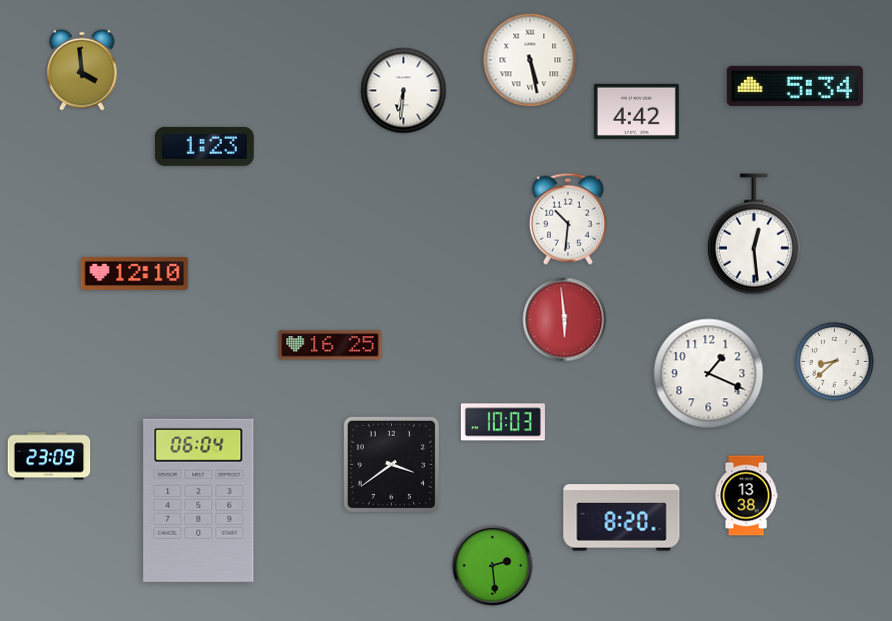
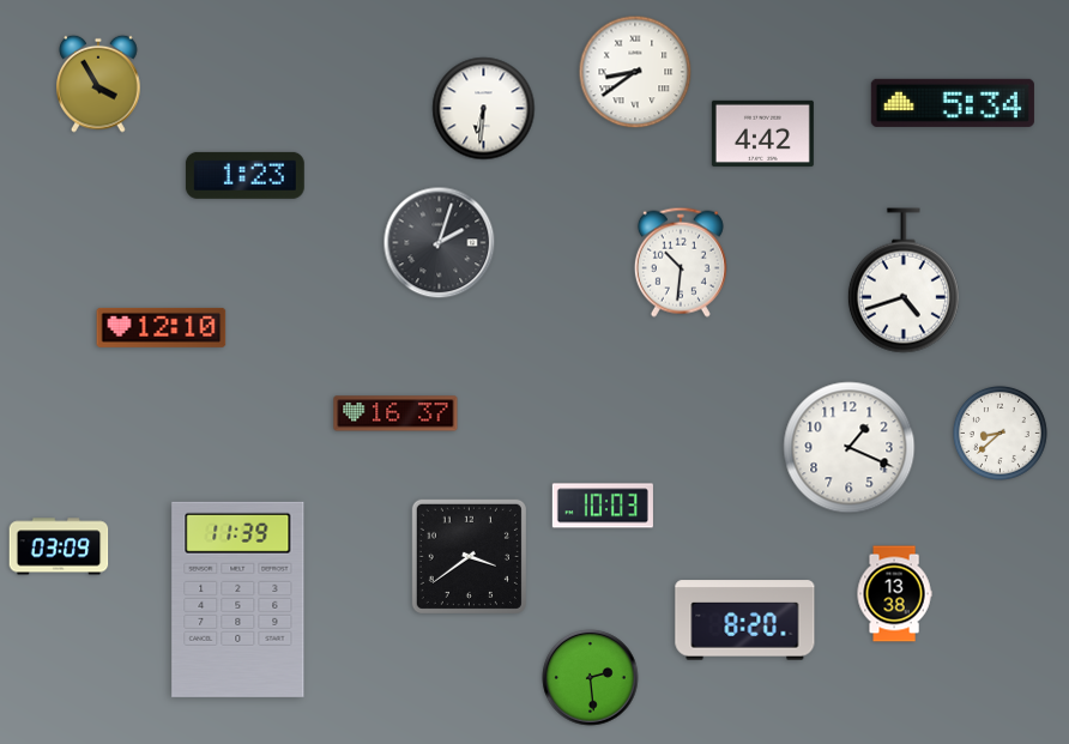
clock at (530, 60): 5:28 -> 8:39
clock at (82, 70): 3:59 -> 3:55
clock at (440, 243): none -> 2:03
clock at (754, 234): 12:29 -> 4:42
clock at (565, 320): 5:59 -> none
clock at (330, 345): 16:25 -> 16:37
clock at (49, 456): 23:09 -> 03:09
clock at (199, 500): 06:04 -> 11:39
